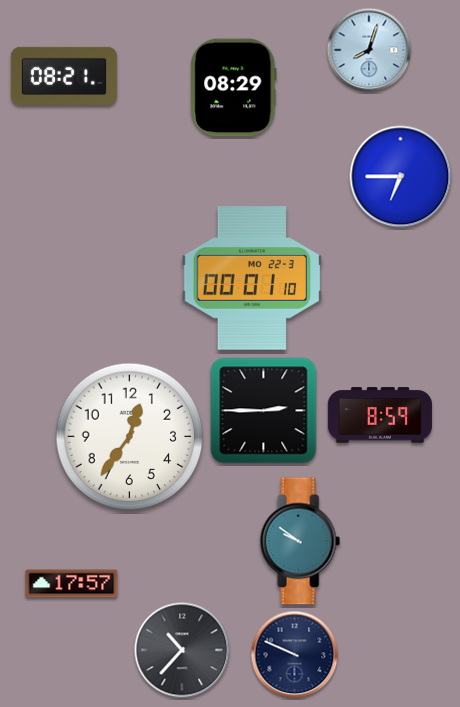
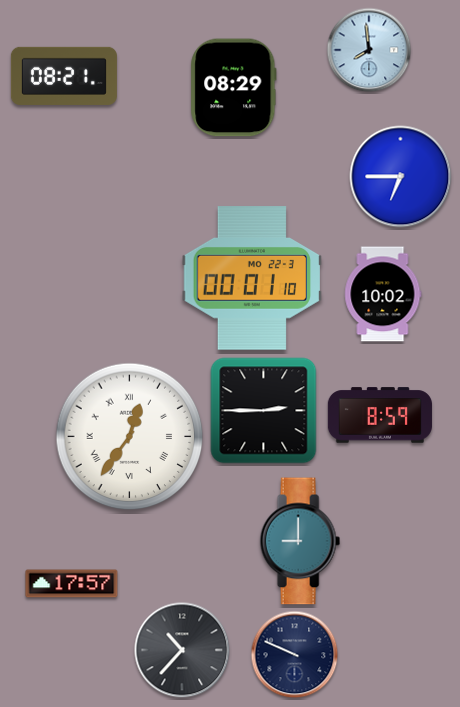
clock at (369, 50): 8:03 -> 7:59
clock at (383, 294): none -> 10:02
clock at (130, 437) numerals: Arabic -> Roman
clock at (300, 541): 9:51 -> 9:00
